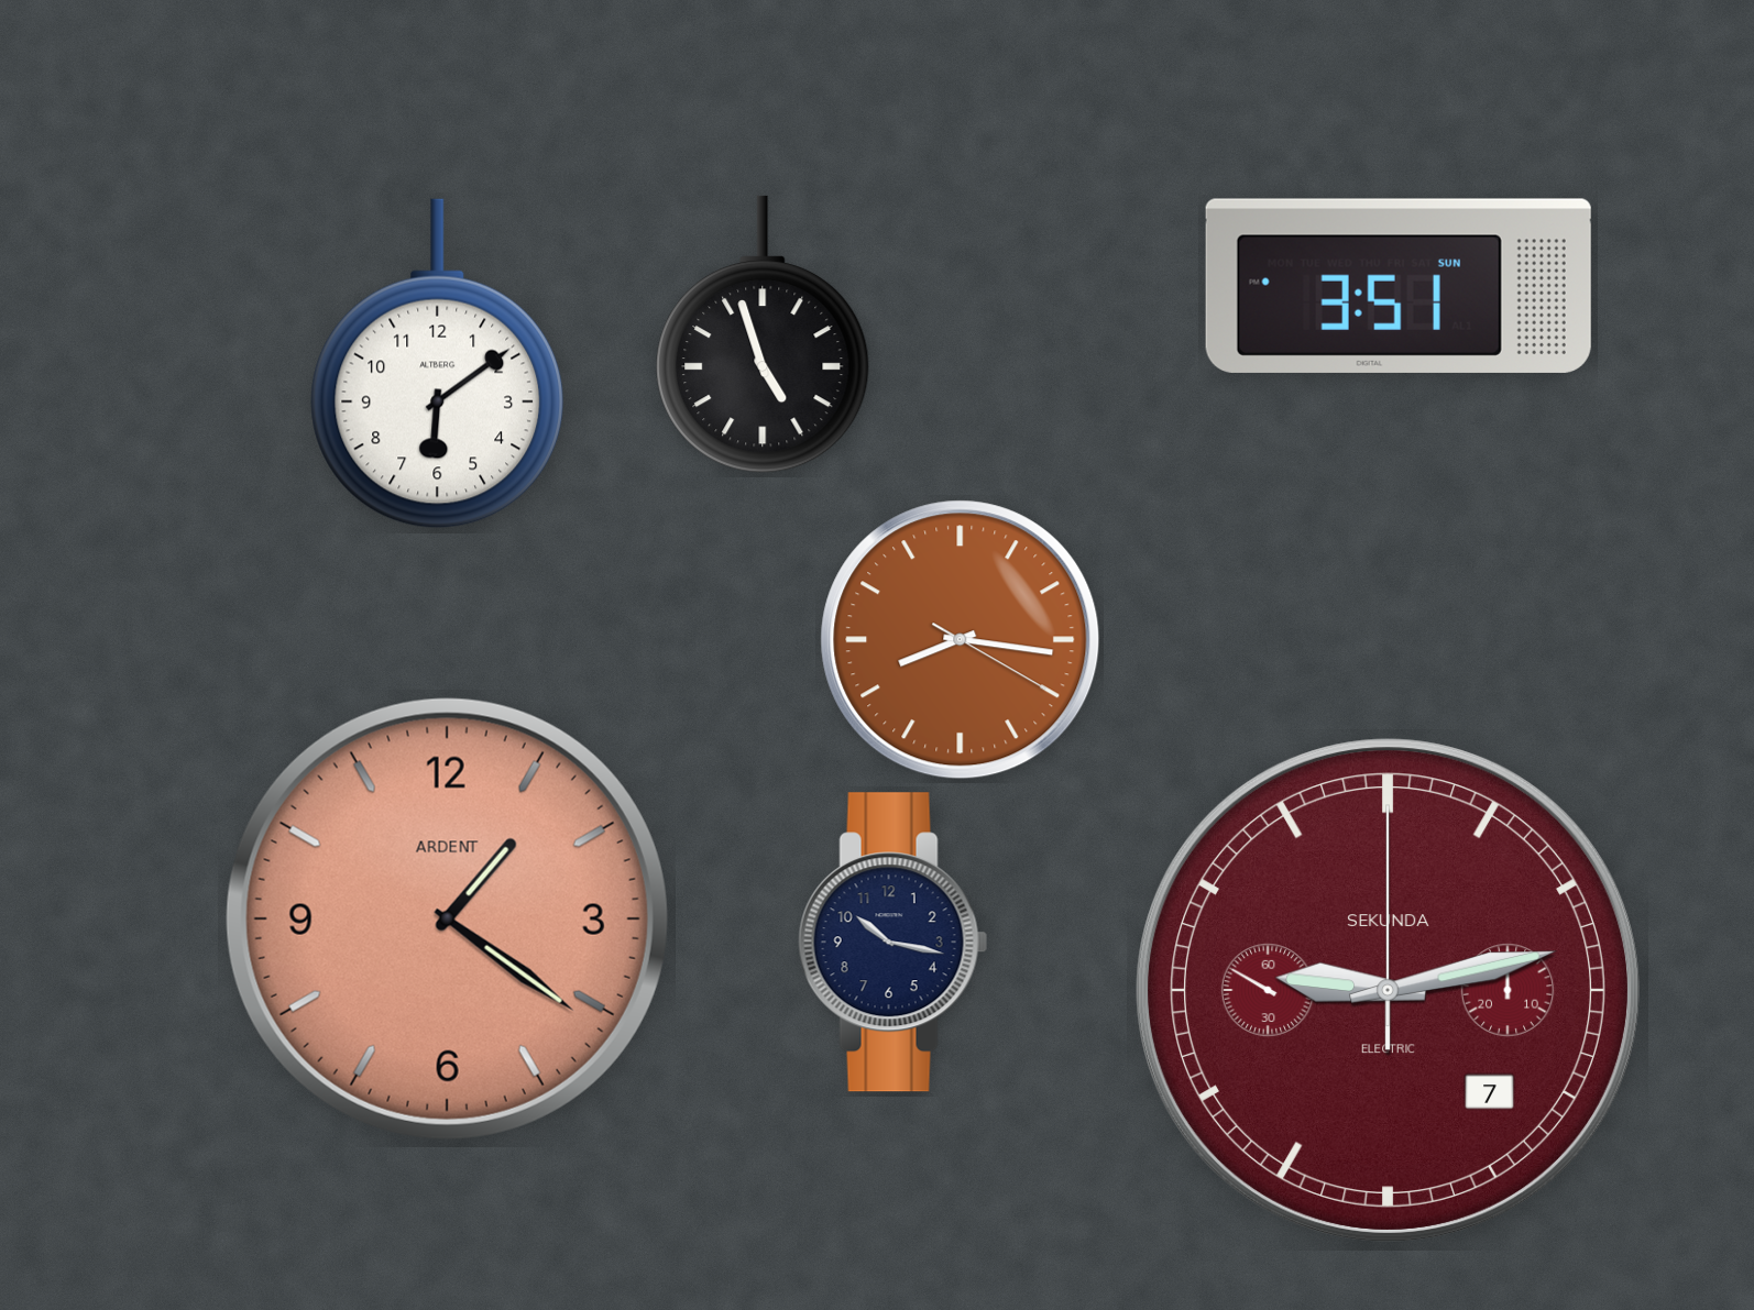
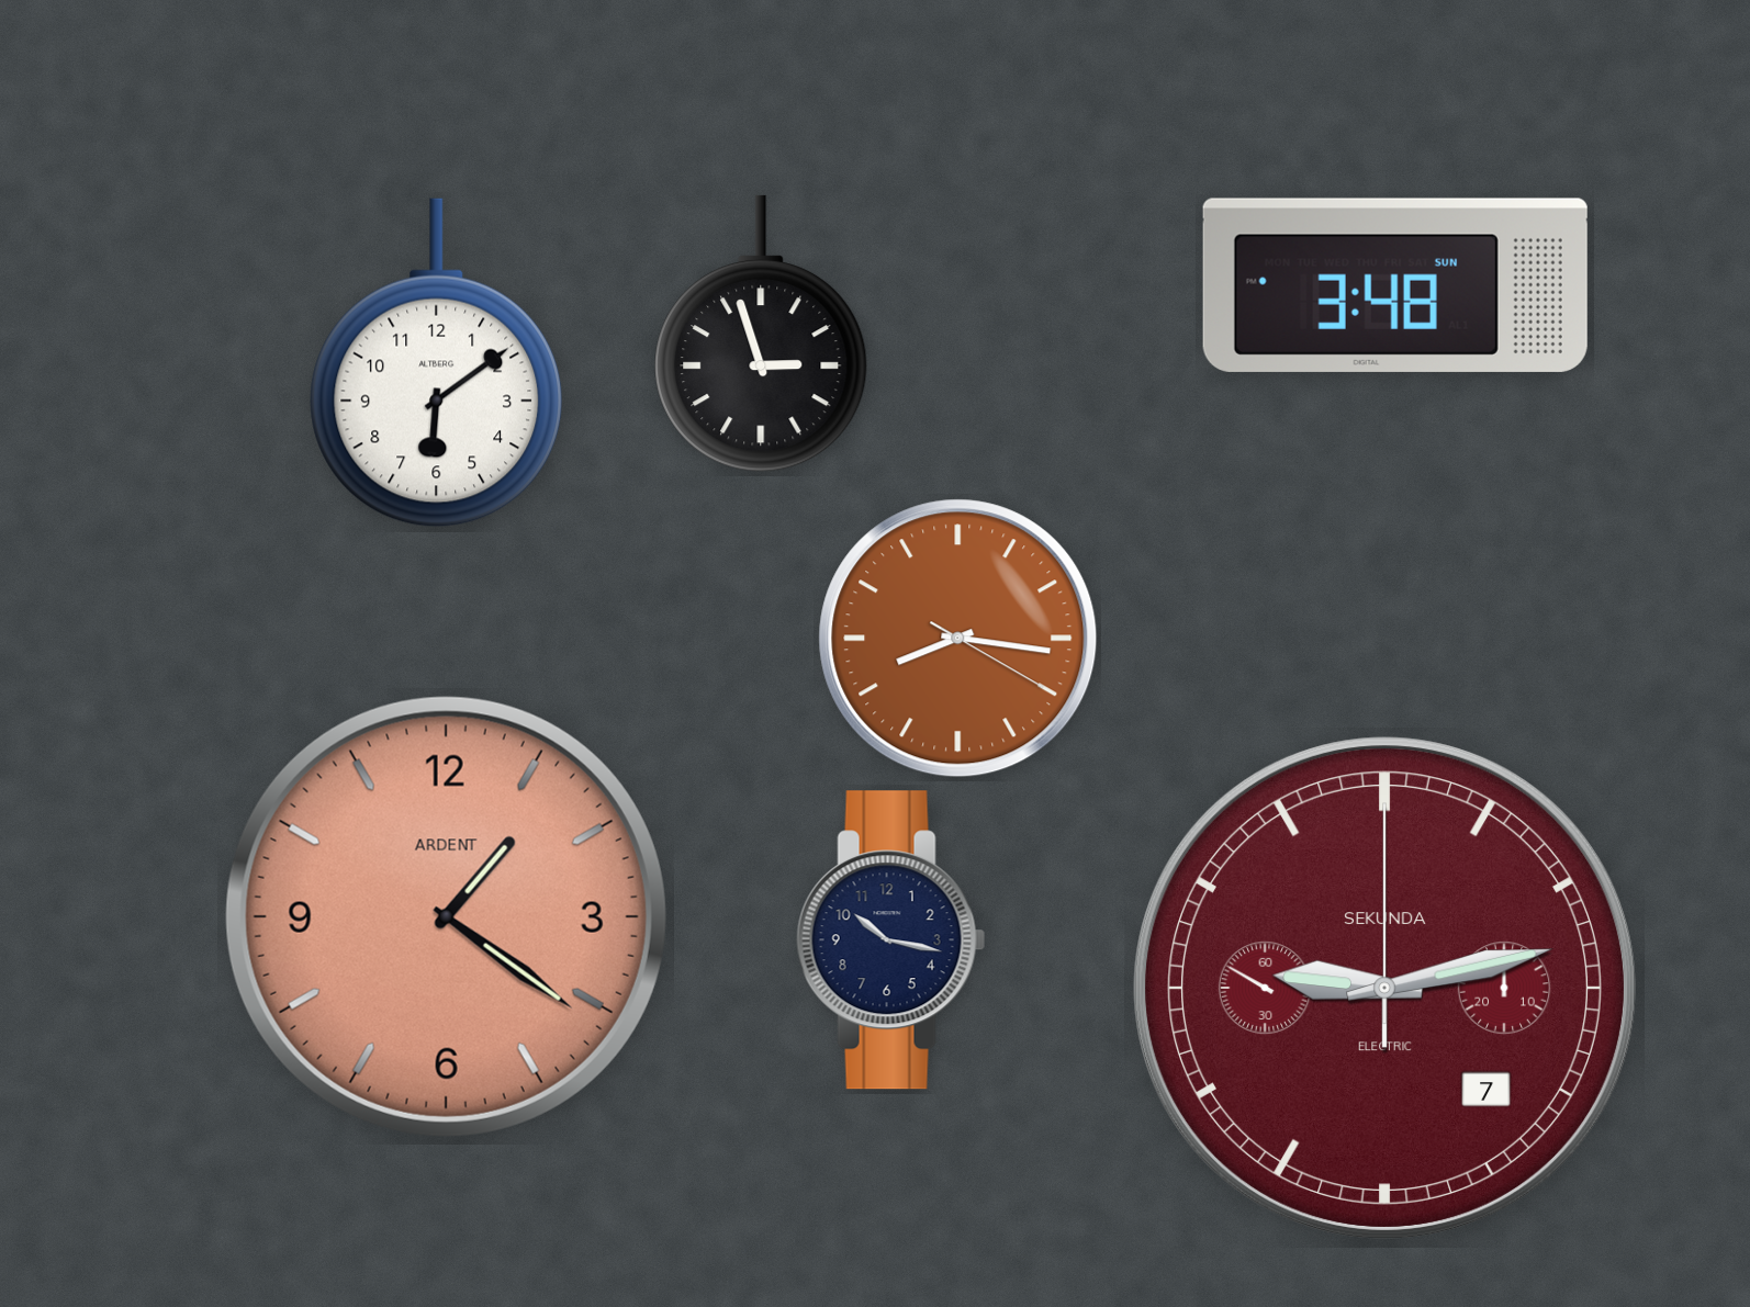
clock at (1399, 286): 3:51 -> 3:48
clock at (763, 334): 4:57 -> 2:57
